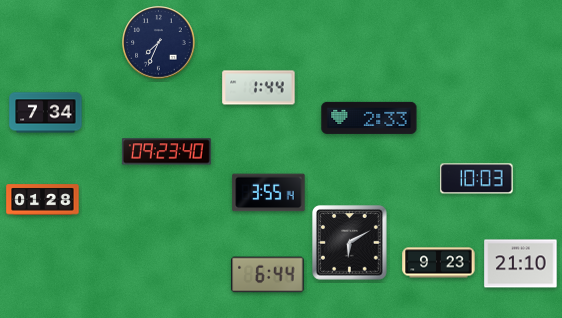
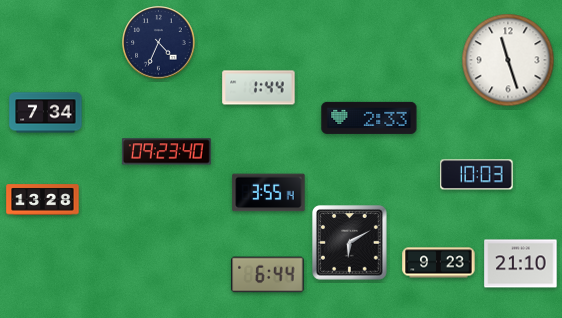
clock at (159, 43): 7:34 -> 4:34
clock at (508, 60): none -> 11:27
clock at (477, 179) position: (477, 179) -> (477, 175)
clock at (43, 200): 01:28 -> 13:28
